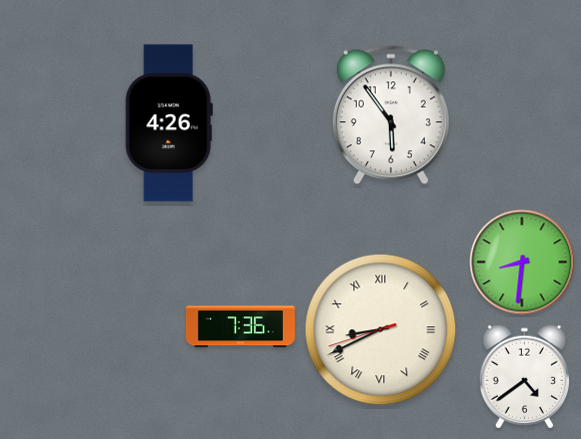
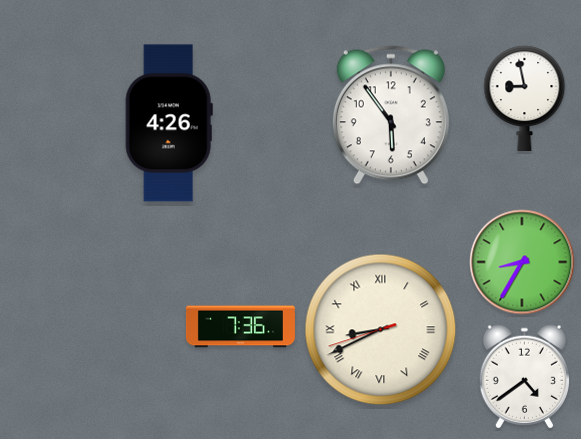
clock at (525, 98): none -> 8:58
clock at (522, 262): 8:31 -> 8:35
